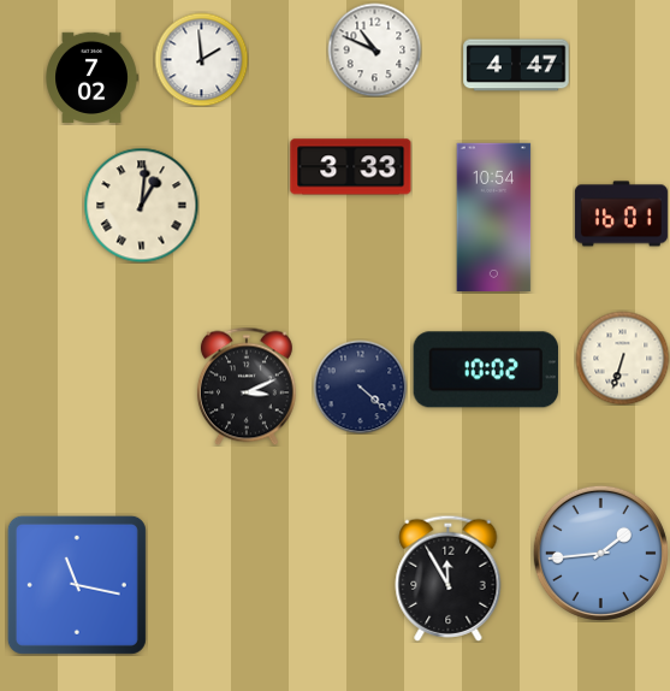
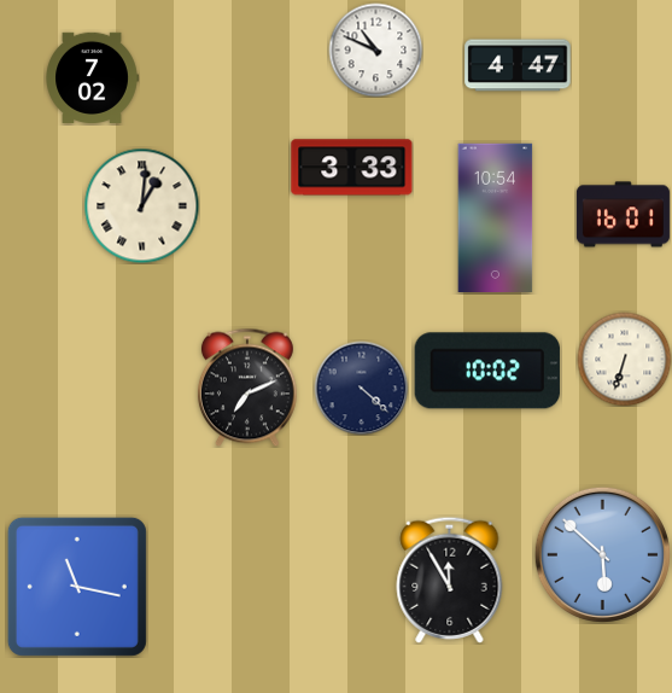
clock at (201, 59): 1:59 -> none
clock at (247, 386): 3:11 -> 7:11
clock at (600, 553): 1:44 -> 5:52
